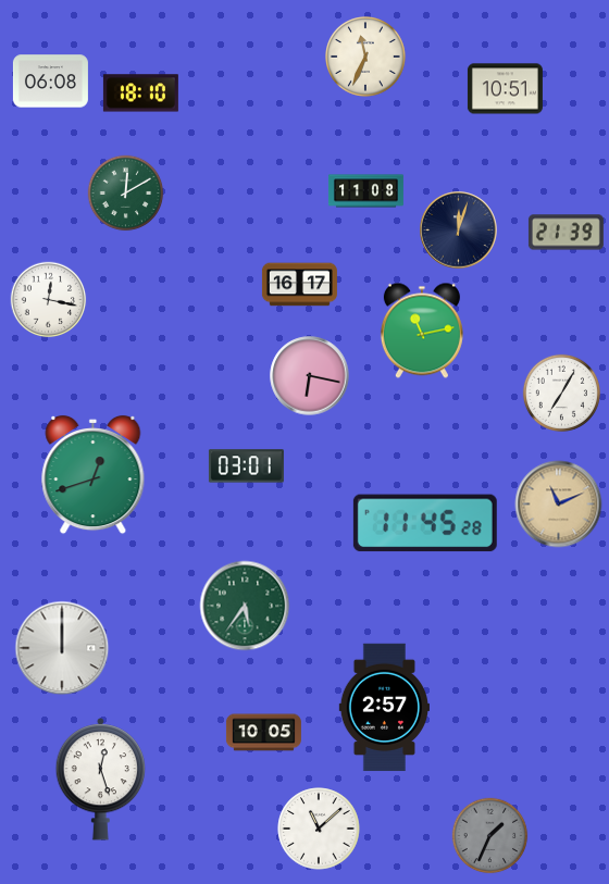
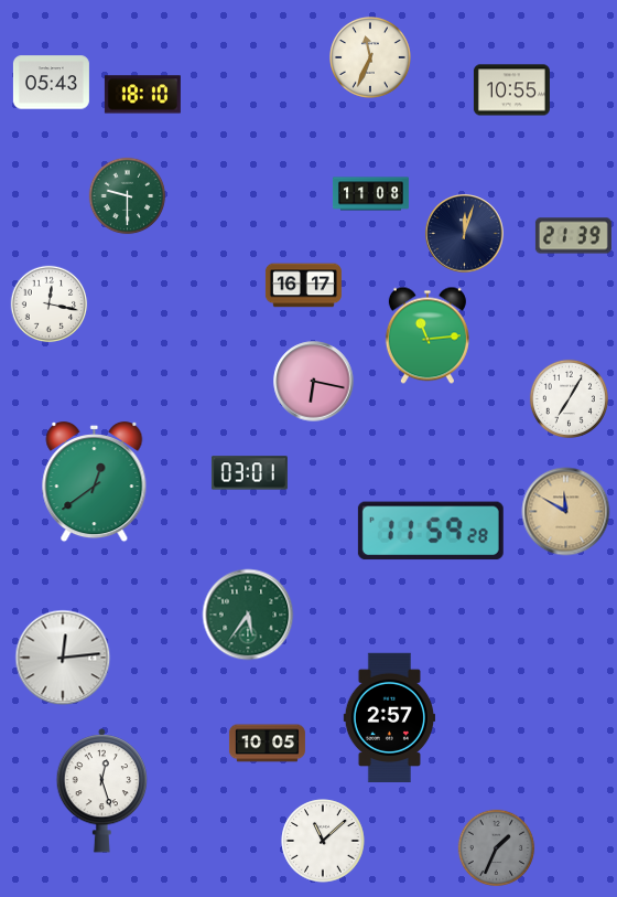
clock at (50, 82): 06:08 -> 05:43
clock at (505, 89): 10:51 -> 10:55
clock at (126, 194): 12:10 -> 9:30
clock at (299, 285) position: (299, 285) -> (303, 286)
clock at (422, 331): 11:13 -> 11:14
clock at (94, 475): 12:42 -> 12:39
clock at (559, 505): 11:11 -> 11:50
clock at (425, 523): 11:45 -> 11:59
clock at (62, 648): 12:00 -> 12:14
